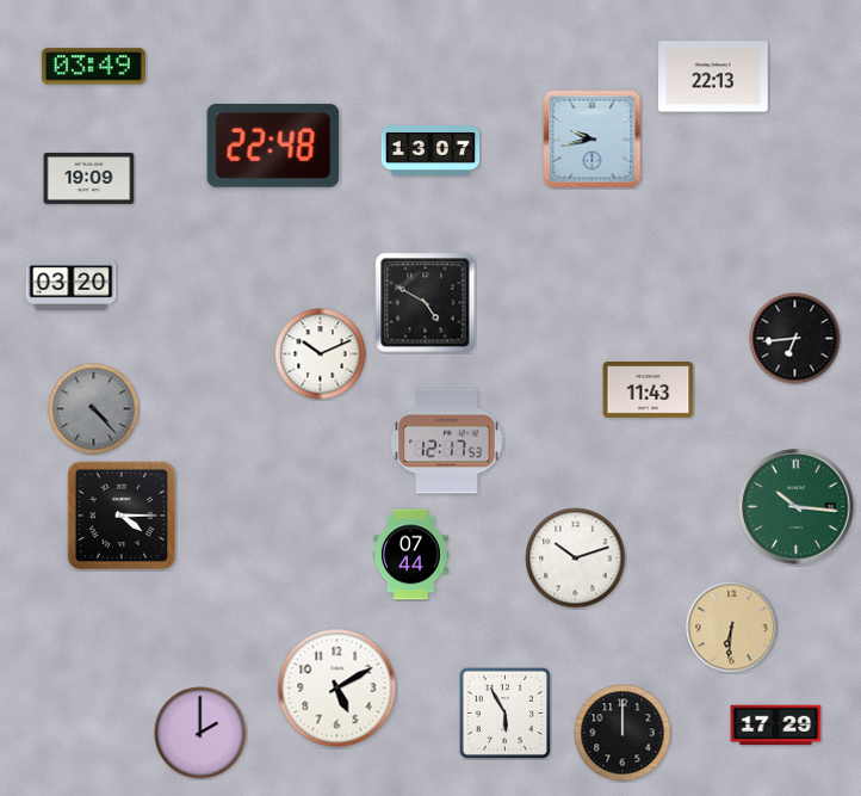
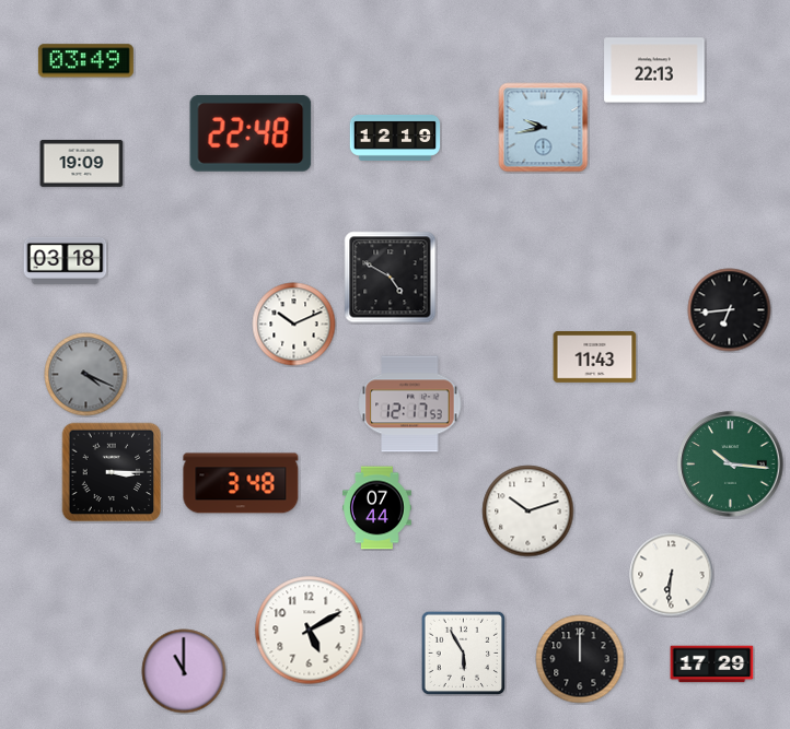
clock at (430, 150): 13:07 -> 12:19
clock at (72, 284): 03:20 -> 03:18
clock at (94, 409): 4:23 -> 4:19
clock at (122, 516): 4:15 -> 3:15
clock at (241, 483): none -> 3:48
clock at (732, 628) dial: champagne -> white
clock at (200, 733): 2:00 -> 11:00
clock at (622, 733) position: (622, 733) -> (580, 659)
